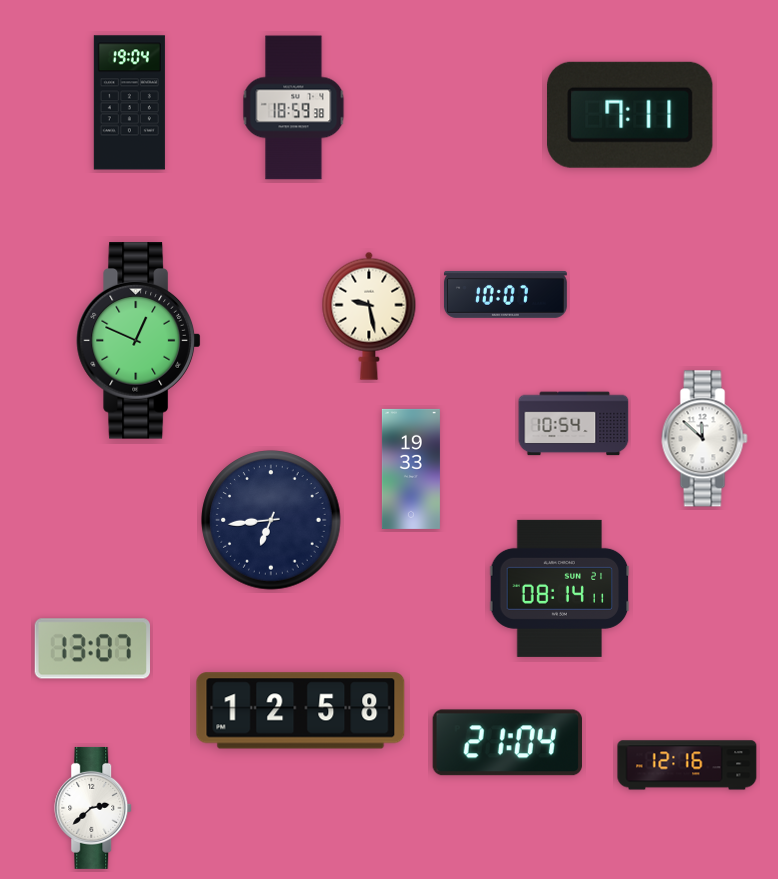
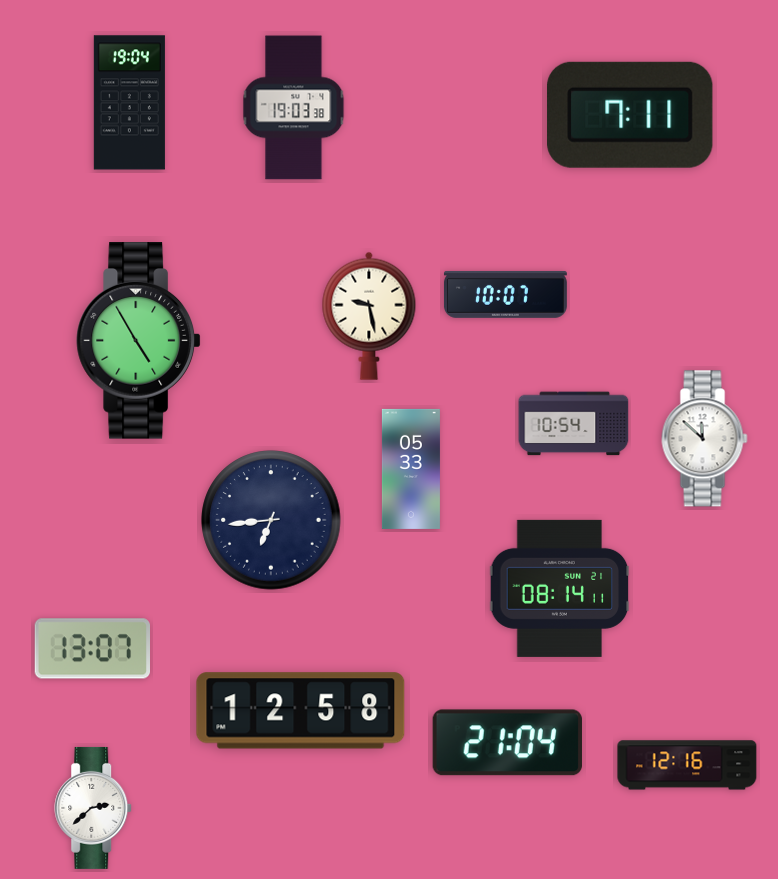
clock at (294, 108): 18:59 -> 19:03
clock at (139, 341): 12:49 -> 4:55
clock at (411, 469): 19:33 -> 05:33
